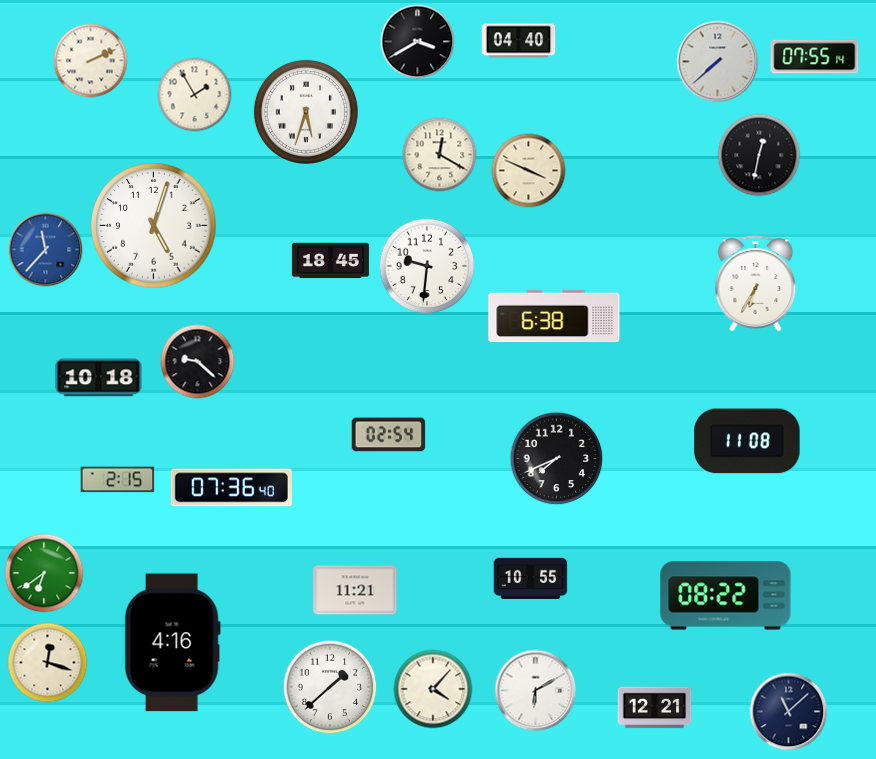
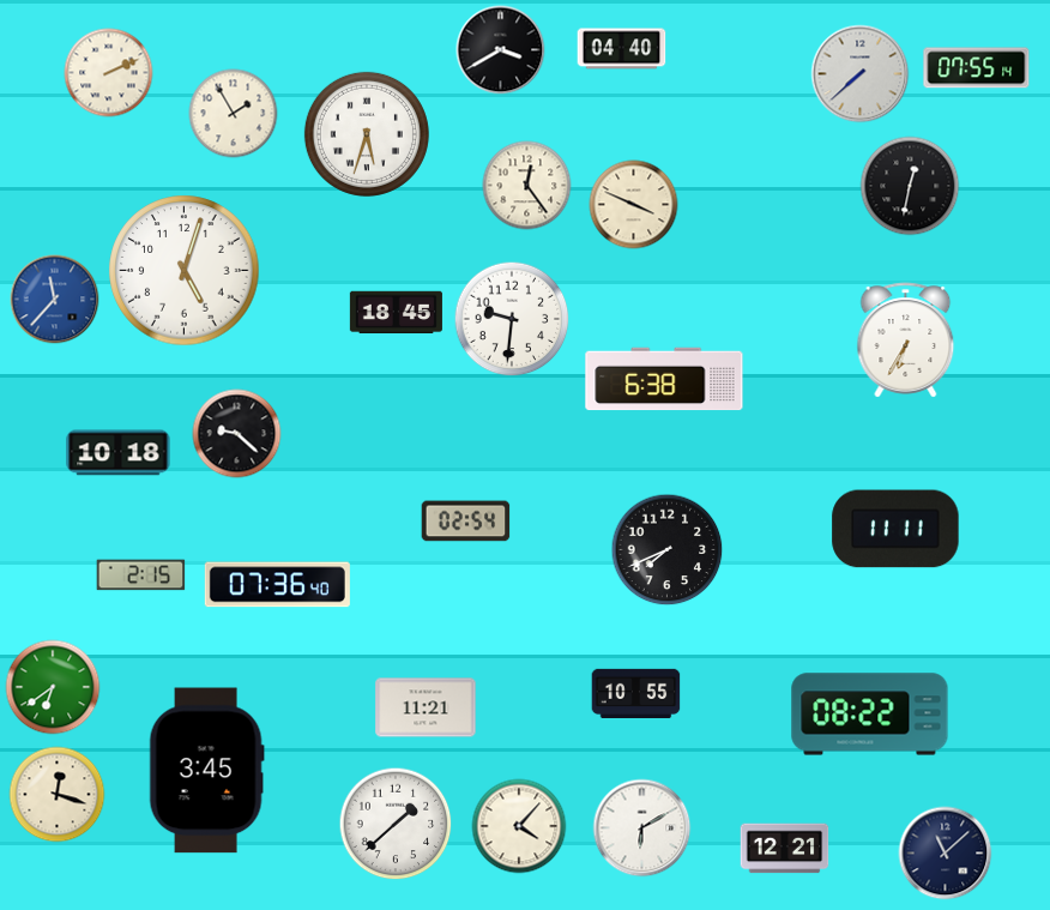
clock at (440, 155): 12:20 -> 12:24
clock at (747, 441): 11:08 -> 11:11
clock at (172, 643): 4:16 -> 3:45
